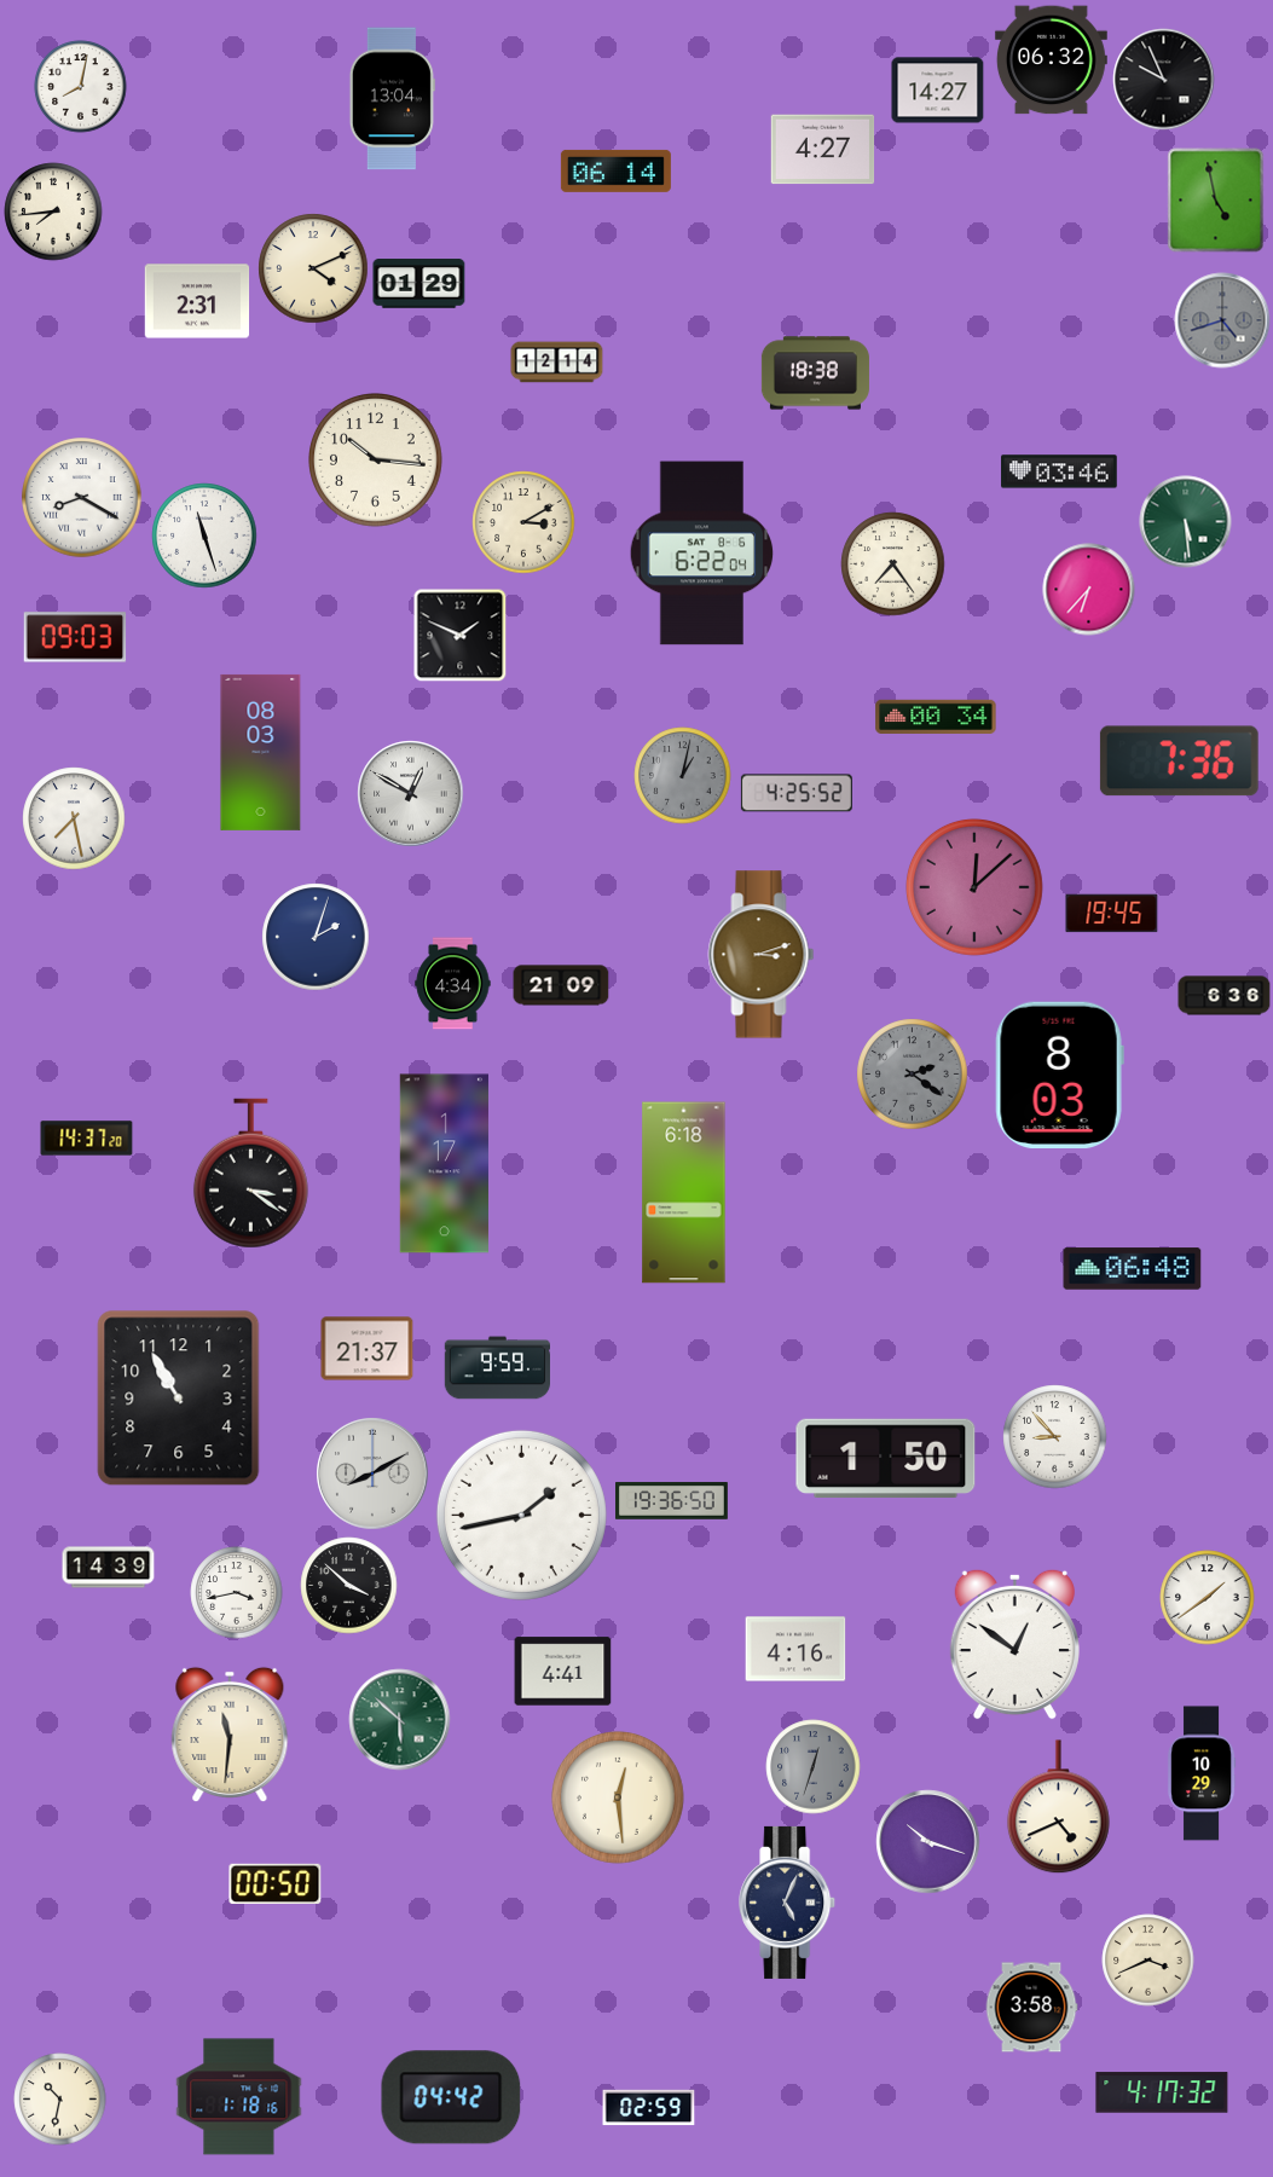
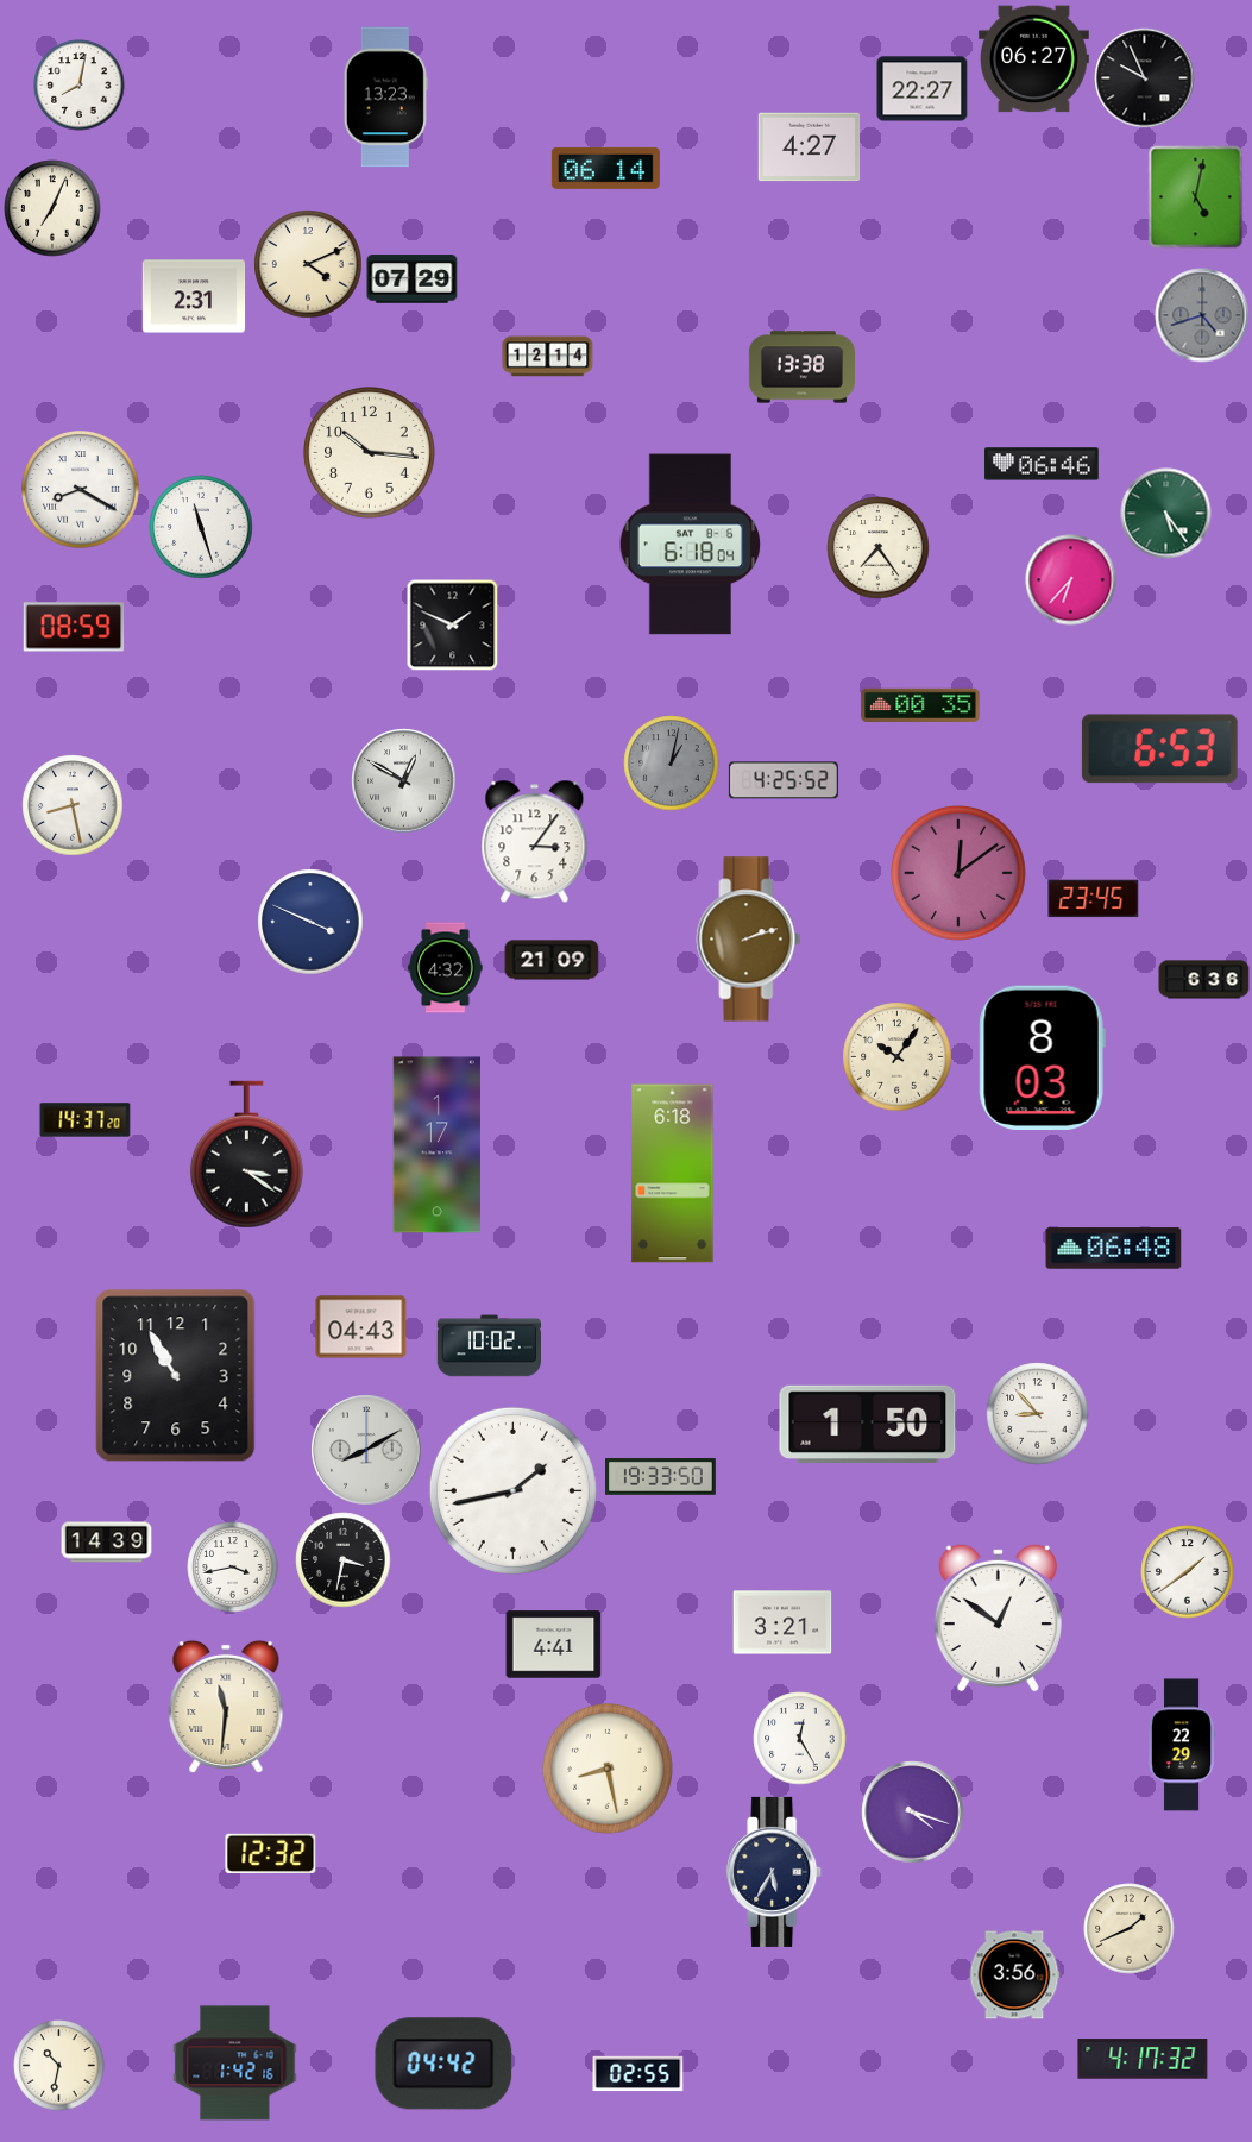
clock at (1051, 60): 06:32 -> 06:27
clock at (938, 91): 14:27 -> 22:27
clock at (392, 99): 13:04 -> 13:23
clock at (1216, 201): 4:58 -> 5:02
clock at (53, 212): 7:44 -> 7:04
clock at (419, 284): 01:29 -> 07:29
clock at (815, 374): 18:38 -> 13:38
clock at (1059, 471): 03:46 -> 06:46
clock at (523, 522): 3:10 -> none
clock at (1186, 522): 5:29 -> 5:24
clock at (702, 554): 6:22 -> 6:18
clock at (893, 564) position: (893, 564) -> (879, 548)
clock at (75, 637): 09:03 -> 08:59
clock at (936, 717): 00:34 -> 00:35
clock at (261, 752): 08:03 -> none
clock at (1179, 762): 7:36 -> 6:53
clock at (74, 818): 7:28 -> 8:28
clock at (535, 842): none -> 3:06
clock at (976, 888): 12:08 -> 12:09
clock at (1112, 914): 19:45 -> 23:45
clock at (316, 937): 2:03 -> 3:49
clock at (762, 955): 3:12 -> 2:12
clock at (453, 984): 4:34 -> 4:32
clock at (561, 985) position: (561, 985) -> (552, 960)
clock at (913, 1075): 2:21 -> 10:06
clock at (913, 1075) dial: grey -> cream
clock at (368, 1349): 21:37 -> 04:43
clock at (497, 1368): 9:59 -> 10:02
clock at (886, 1458) position: (886, 1458) -> (868, 1424)
clock at (672, 1501): 19:36 -> 19:33
clock at (349, 1586): 3:52 -> 3:32
clock at (795, 1649): 4:16 -> 3:21
clock at (400, 1720): 5:52 -> none
clock at (814, 1767): 12:33 -> 12:25
clock at (814, 1767) dial: grey -> white
clock at (1202, 1773): 10:29 -> 22:29
clock at (619, 1799): 12:29 -> 8:28
clock at (1058, 1807): 4:41 -> none
clock at (928, 1842): 10:18 -> 4:18
clock at (276, 1883): 00:50 -> 12:32
clock at (788, 1903): 5:04 -> 5:35
clock at (1148, 1961): 3:41 -> 1:41
clock at (1031, 2008): 3:58 -> 3:56
clock at (239, 2097): 1:18 -> 1:42
clock at (649, 2108): 02:59 -> 02:55
